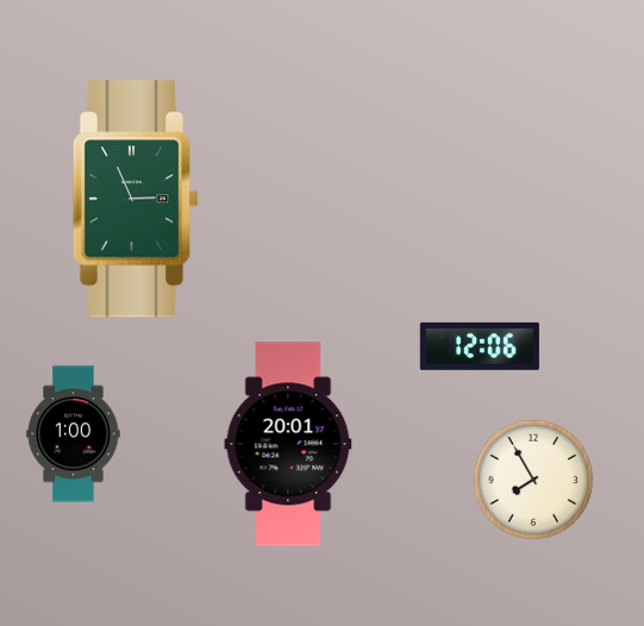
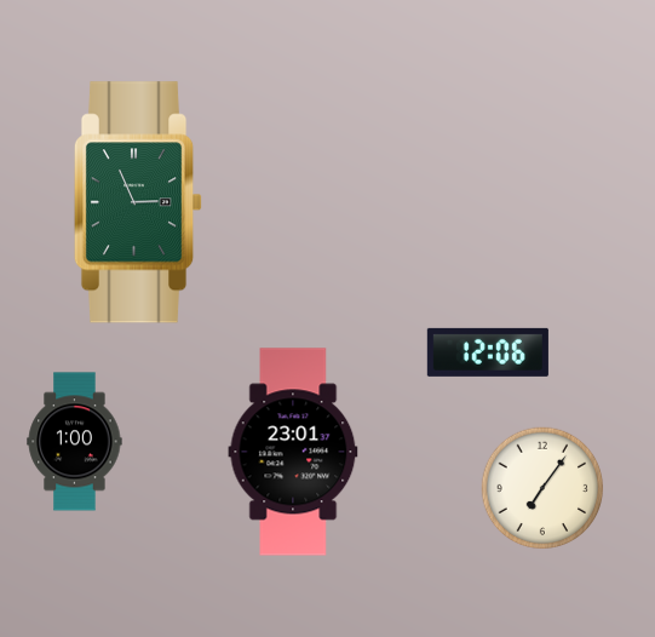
clock at (288, 444): 20:01 -> 23:01
clock at (533, 480): 7:55 -> 7:06
